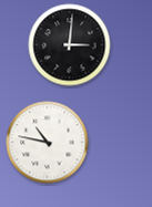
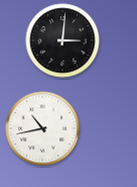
clock at (48, 143): 10:47 -> 10:43
